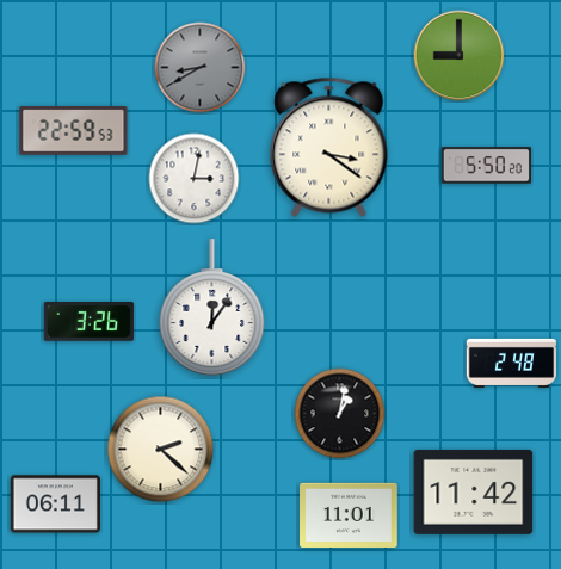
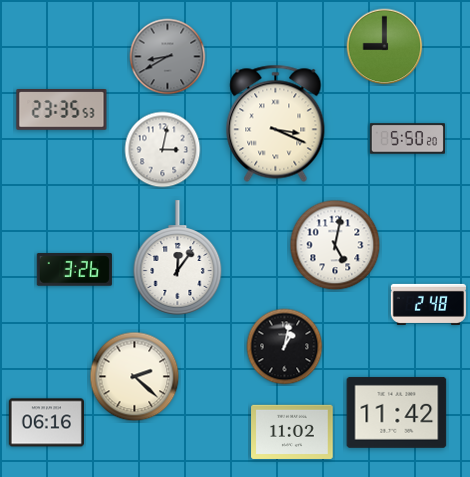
clock at (74, 131): 22:59 -> 23:35
clock at (329, 147): 3:21 -> 3:19
clock at (335, 245): none -> 5:02
clock at (55, 505): 06:11 -> 06:16
clock at (349, 514): 11:01 -> 11:02
